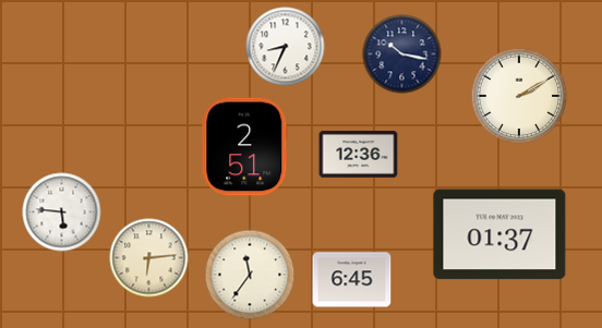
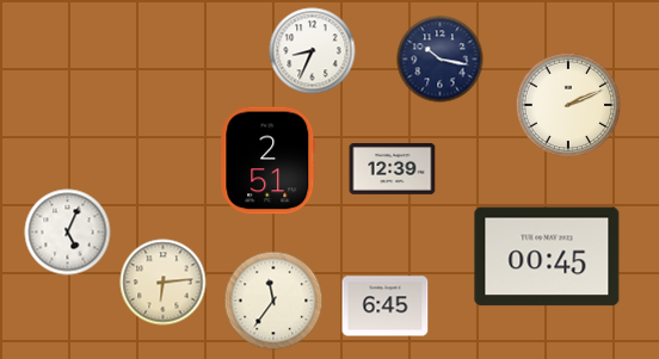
clock at (519, 96): 2:10 -> 2:11
clock at (359, 155): 12:36 -> 12:39
clock at (62, 212): 5:46 -> 5:04
clock at (499, 234): 01:37 -> 00:45
